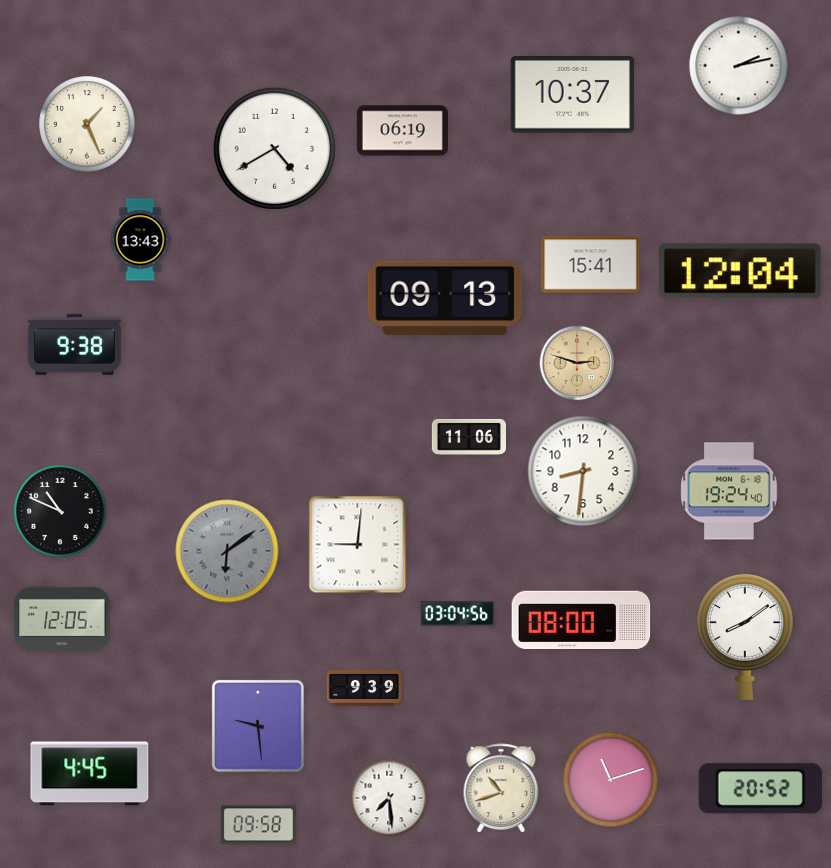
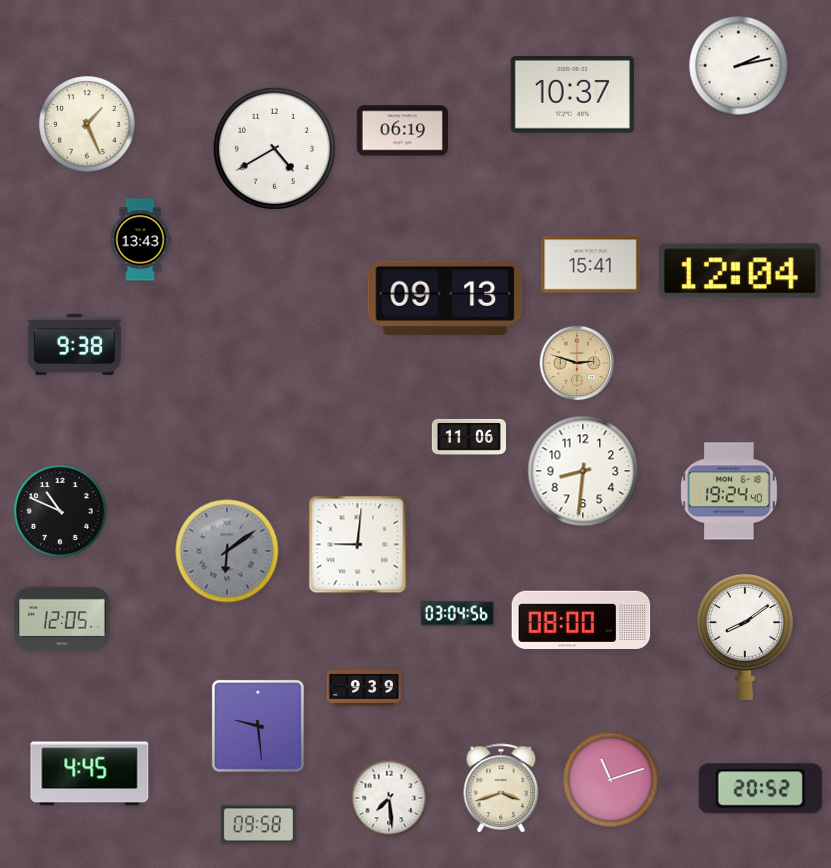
clock at (501, 789): 10:42 -> 3:42
